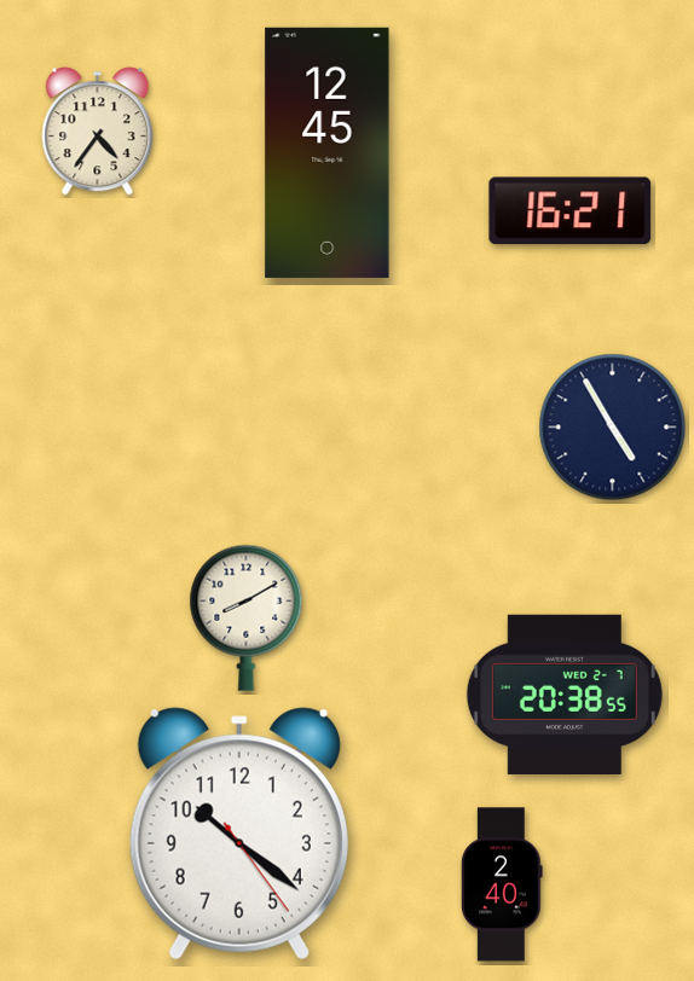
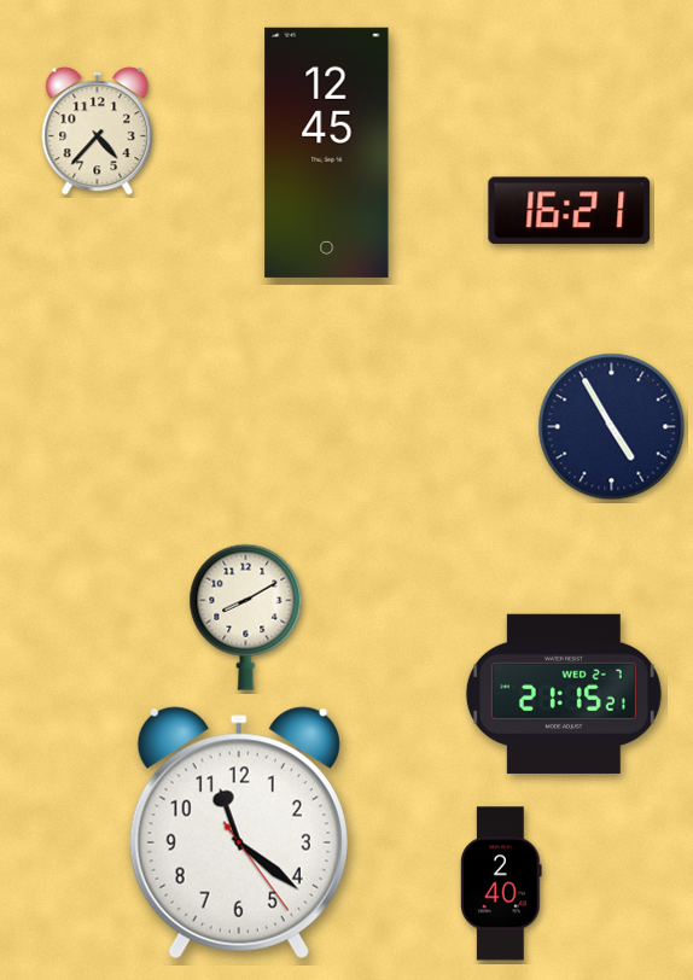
clock at (98, 132): 4:36 -> 4:37
clock at (565, 695): 20:38 -> 21:15
clock at (239, 834): 10:21 -> 11:21
